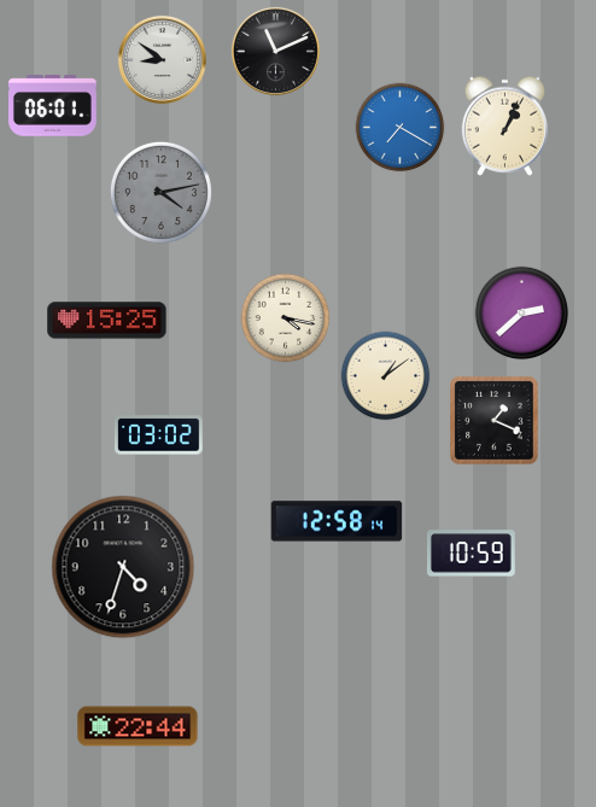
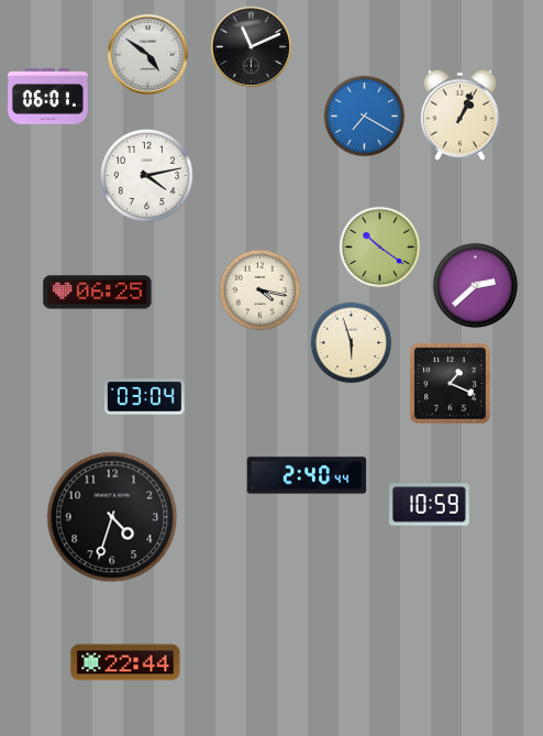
clock at (162, 59): 8:51 -> 4:51
clock at (160, 192) dial: grey -> white
clock at (380, 248): none -> 10:21
clock at (107, 321): 15:25 -> 06:25
clock at (386, 376): 1:09 -> 5:57
clock at (158, 435): 03:02 -> 03:04
clock at (337, 521): 12:58 -> 2:40
